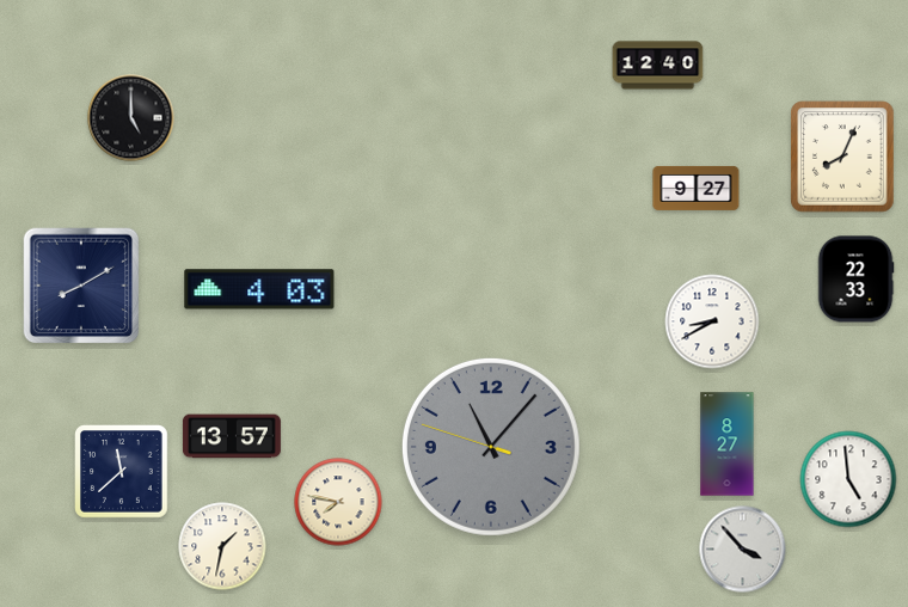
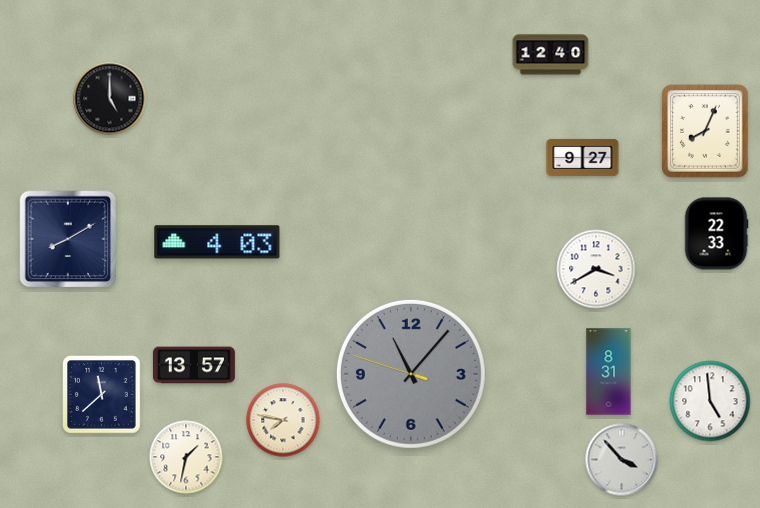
clock at (712, 321): 8:40 -> 3:40
clock at (728, 444): 8:27 -> 8:31
